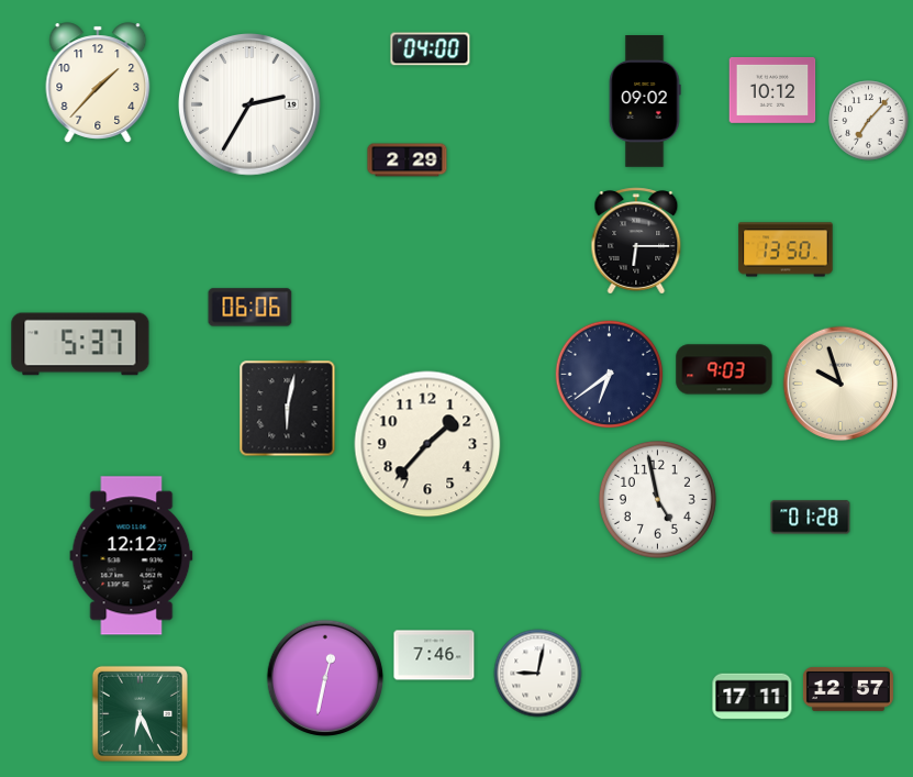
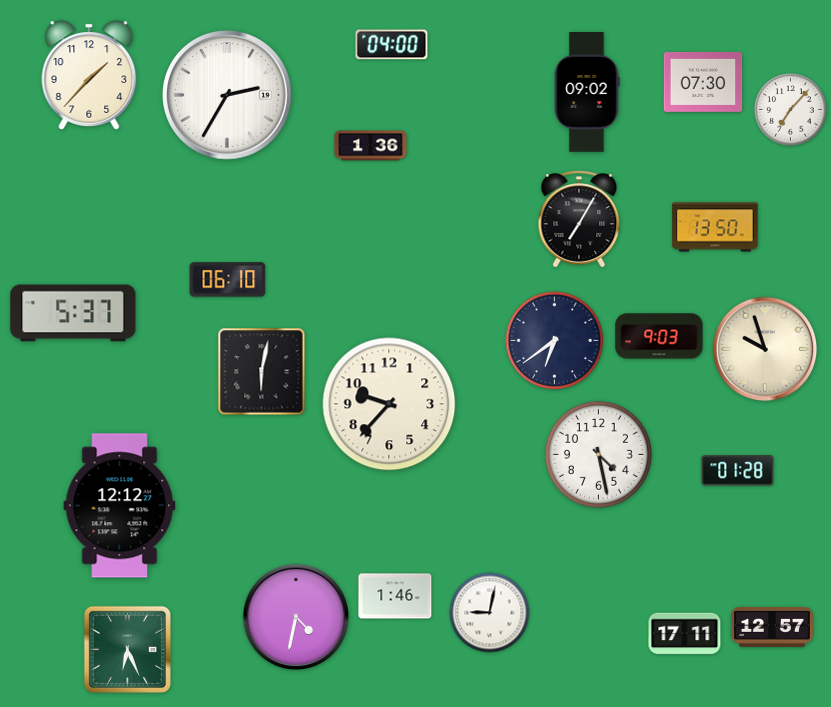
clock at (772, 90): 10:12 -> 07:30
clock at (408, 160): 2:29 -> 1:36
clock at (636, 241): 6:15 -> 7:05
clock at (250, 308): 06:06 -> 06:10
clock at (427, 444): 1:37 -> 9:37
clock at (657, 499): 4:58 -> 4:28
clock at (434, 655): 7:46 -> 1:46
clock at (325, 678): 12:32 -> 4:32
